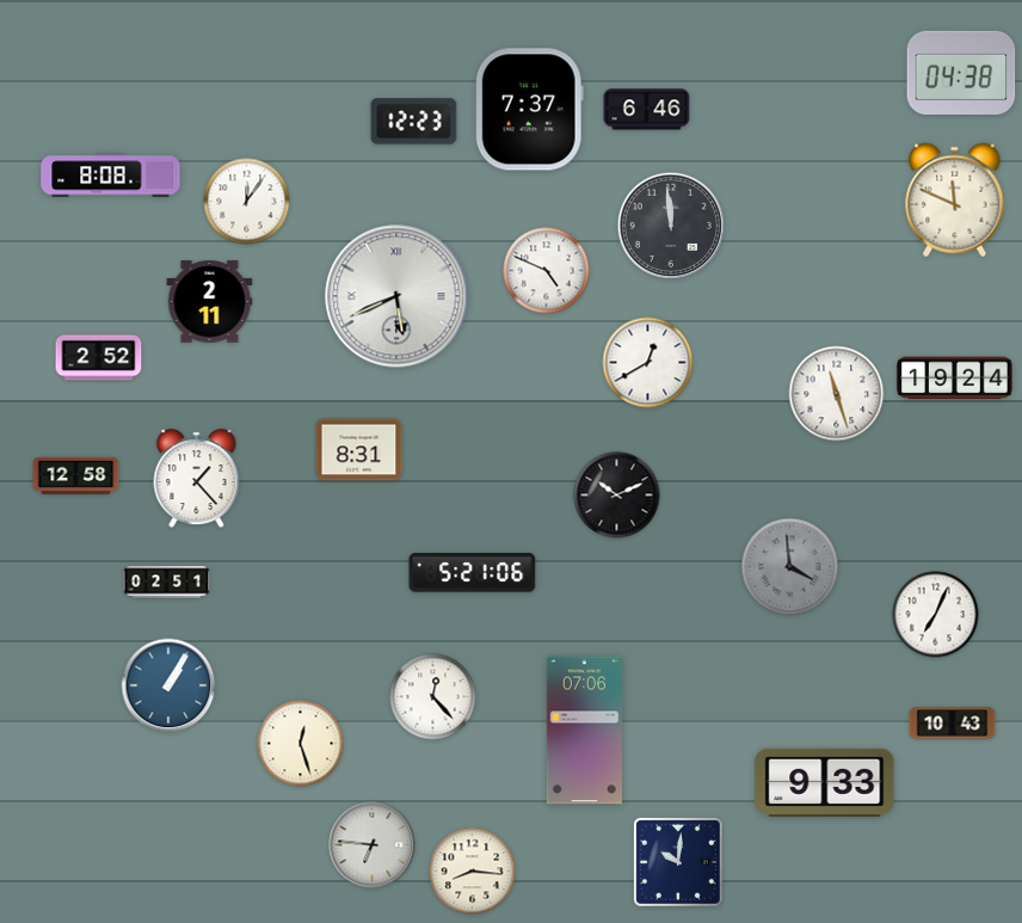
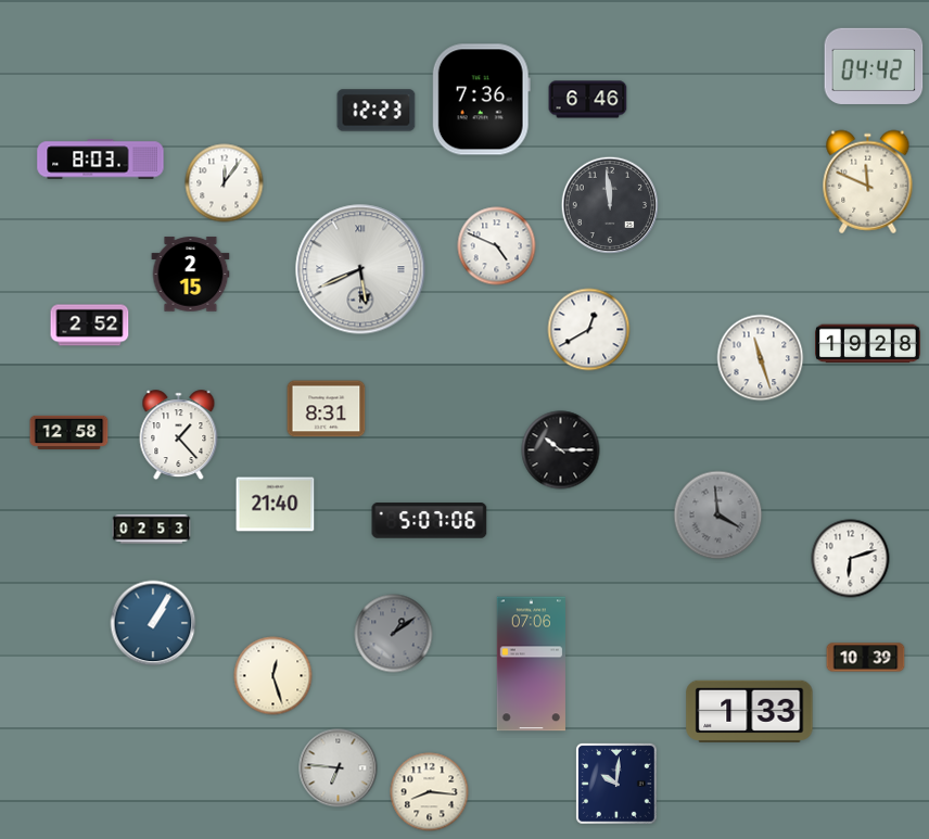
clock at (961, 73): 04:38 -> 04:42
clock at (529, 110): 7:37 -> 7:36
clock at (111, 176): 8:08 -> 8:03
clock at (210, 302): 2:11 -> 2:15
clock at (955, 379): 19:24 -> 19:28
clock at (617, 496): 10:11 -> 10:15
clock at (276, 505): none -> 21:40
clock at (473, 573): 5:21 -> 5:07
clock at (167, 583): 02:51 -> 02:53
clock at (936, 615): 7:04 -> 6:12
clock at (433, 697): 12:23 -> 1:09
clock at (433, 697) dial: white -> grey
clock at (953, 724): 10:43 -> 10:39
clock at (825, 782): 9:33 -> 1:33
